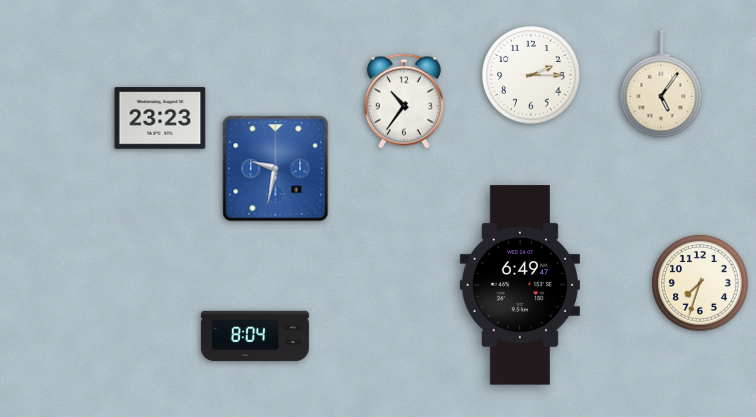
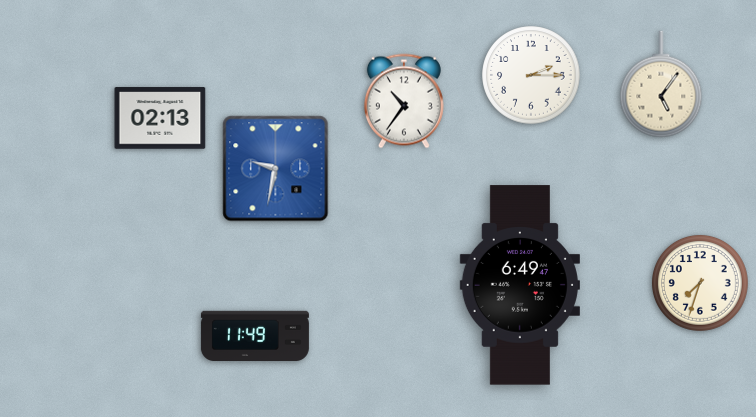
clock at (160, 118): 23:23 -> 02:13
clock at (255, 335): 8:04 -> 11:49
